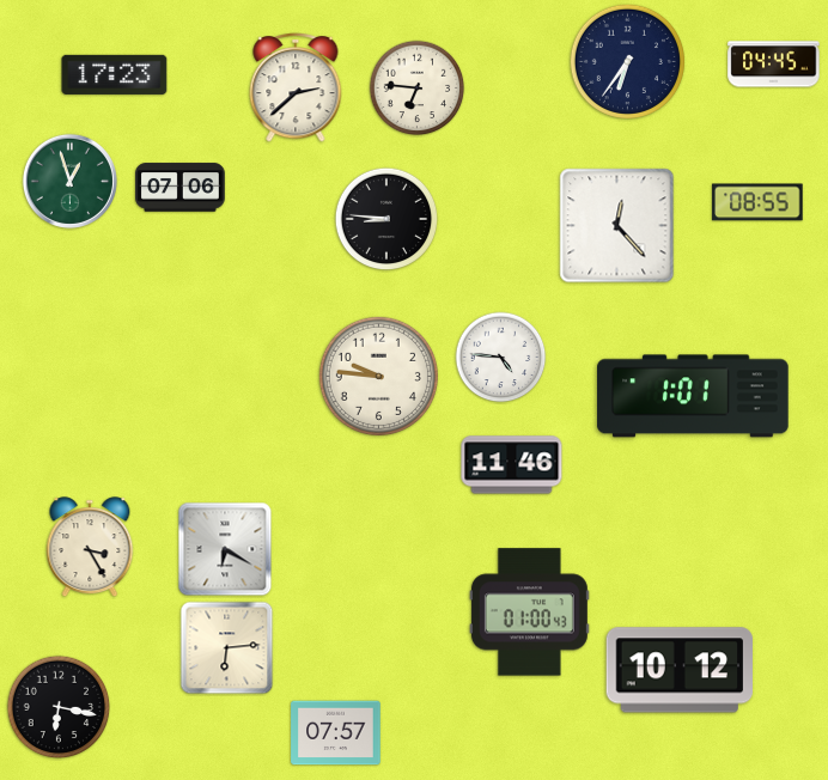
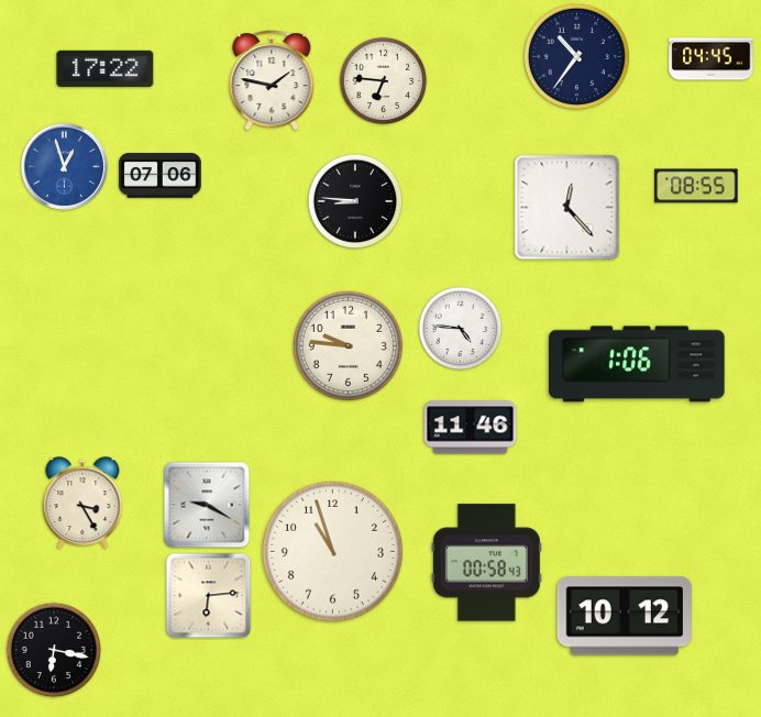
clock at (627, 61): 6:36 -> 10:36
clock at (115, 74): 17:23 -> 17:22
clock at (296, 89): 2:38 -> 1:47
clock at (69, 181) dial: green -> blue
clock at (181, 188) position: (181, 188) -> (161, 176)
clock at (693, 396): 1:01 -> 1:06
clock at (225, 549): 6:20 -> 9:20
clock at (332, 551): none -> 10:57
clock at (529, 613): 01:00 -> 00:58
clock at (336, 733): 07:57 -> none
